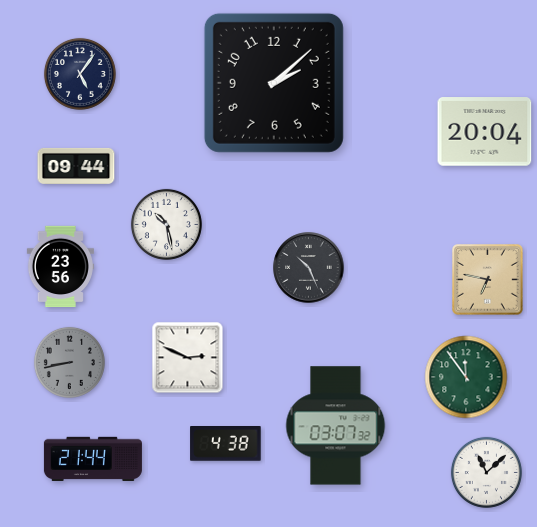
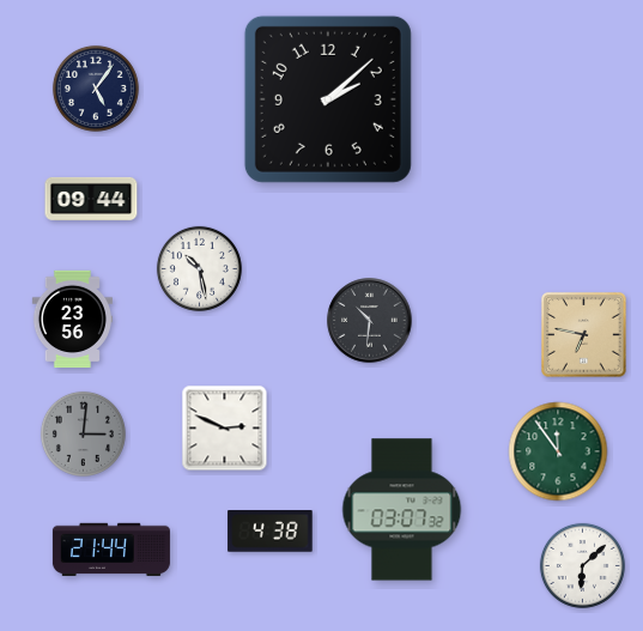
clock at (485, 132): 20:04 -> none
clock at (309, 268): 10:26 -> 10:31
clock at (69, 362): 8:43 -> 3:01
clock at (486, 472): 11:08 -> 6:08
